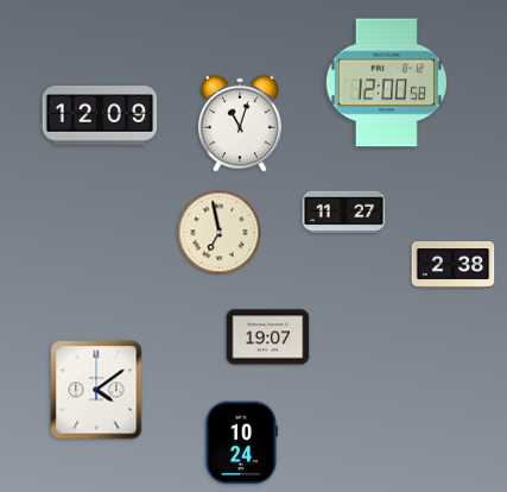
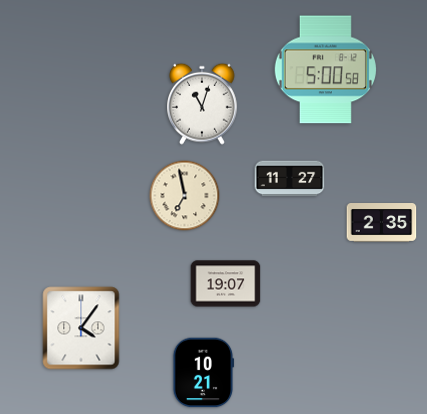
clock at (386, 83): 12:00 -> 5:00
clock at (100, 115): 12:09 -> none
clock at (454, 265): 2:38 -> 2:35
clock at (96, 390): 4:09 -> 4:06
clock at (241, 443): 10:24 -> 10:21
